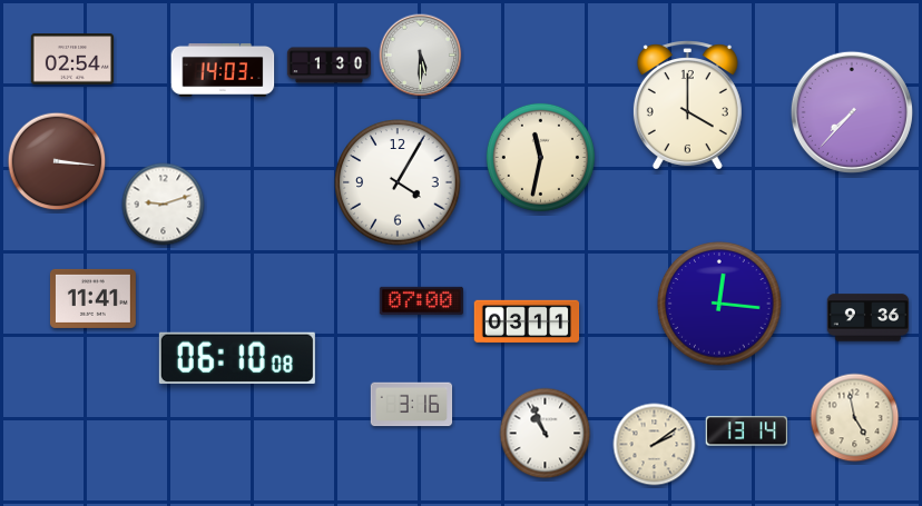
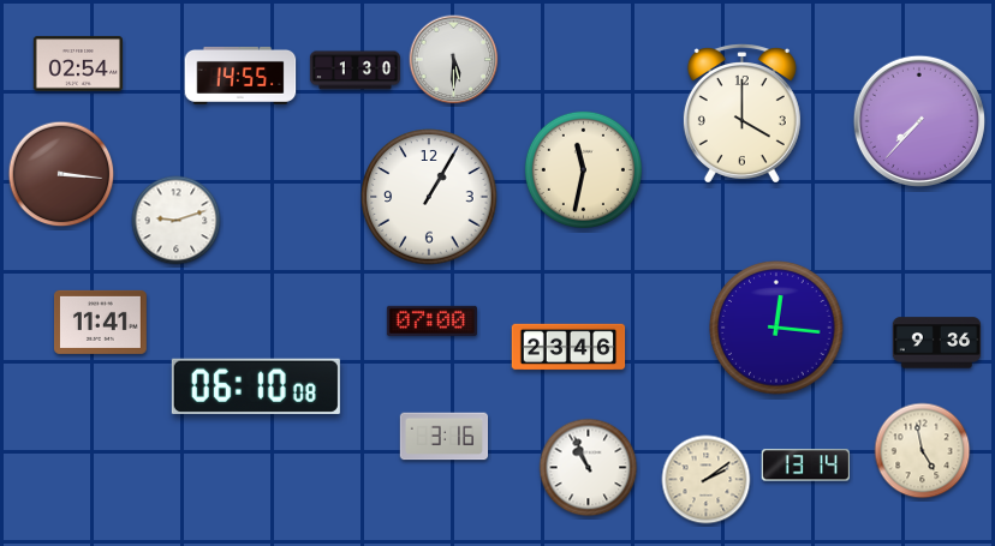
clock at (223, 70): 14:03 -> 14:55
clock at (398, 182): 4:05 -> 1:05
clock at (421, 300) position: (421, 300) -> (431, 320)
clock at (527, 321): 03:11 -> 23:46
